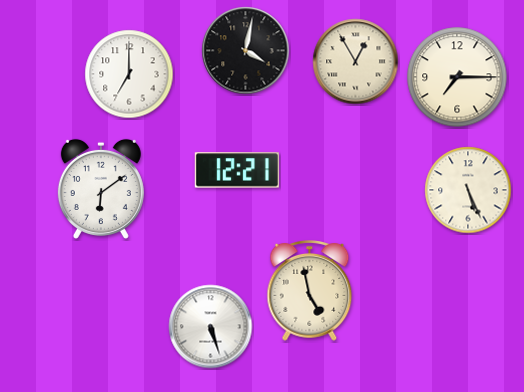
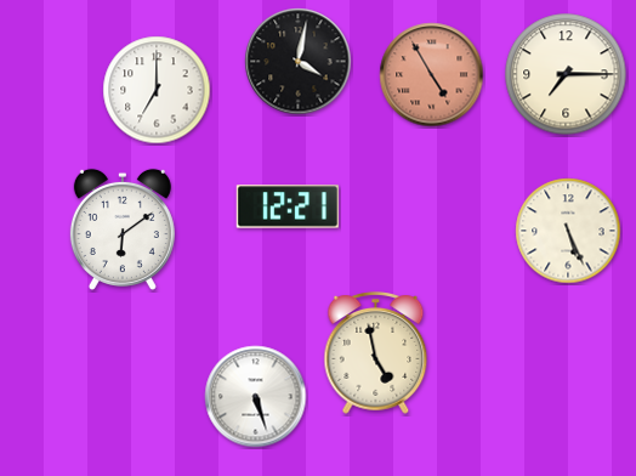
clock at (356, 62): 12:55 -> 4:55
clock at (356, 62) dial: cream -> salmon
clock at (457, 77) position: (457, 77) -> (566, 74)
